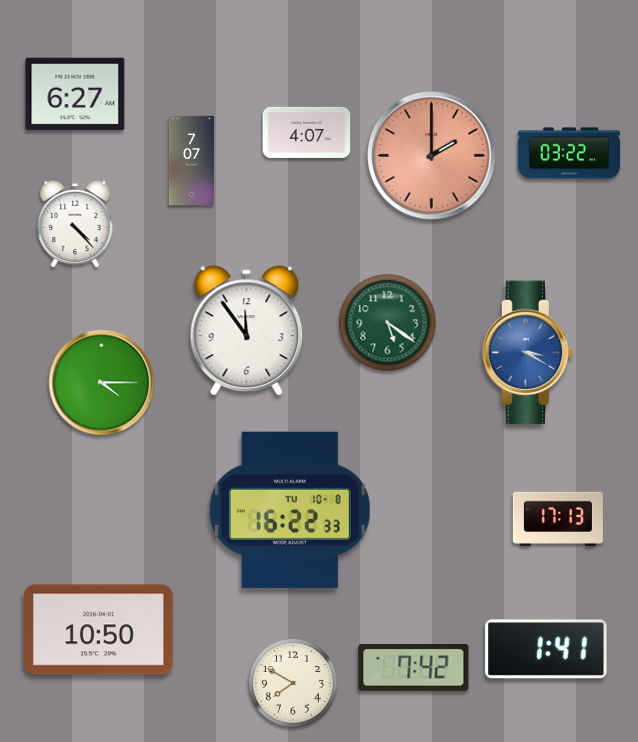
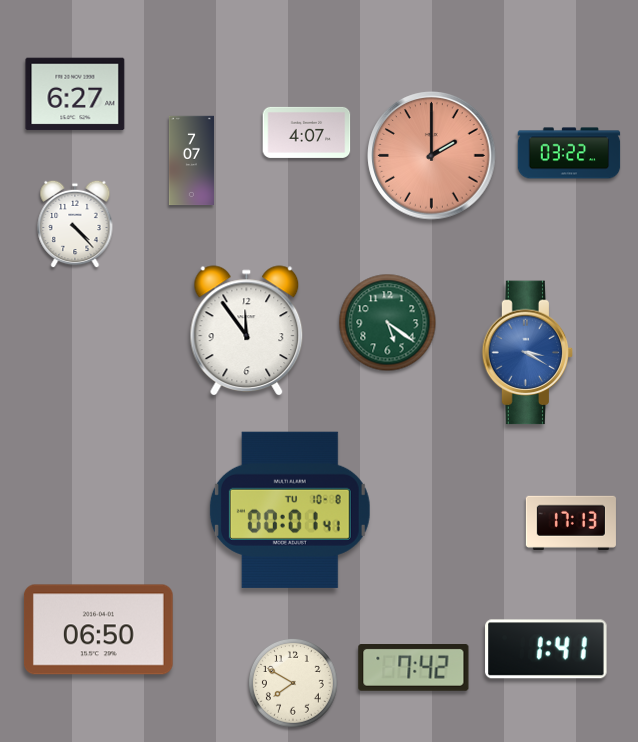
clock at (102, 383): 4:15 -> none
clock at (290, 510): 16:22 -> 00:01
clock at (558, 519) position: (558, 519) -> (571, 523)
clock at (99, 630): 10:50 -> 06:50
